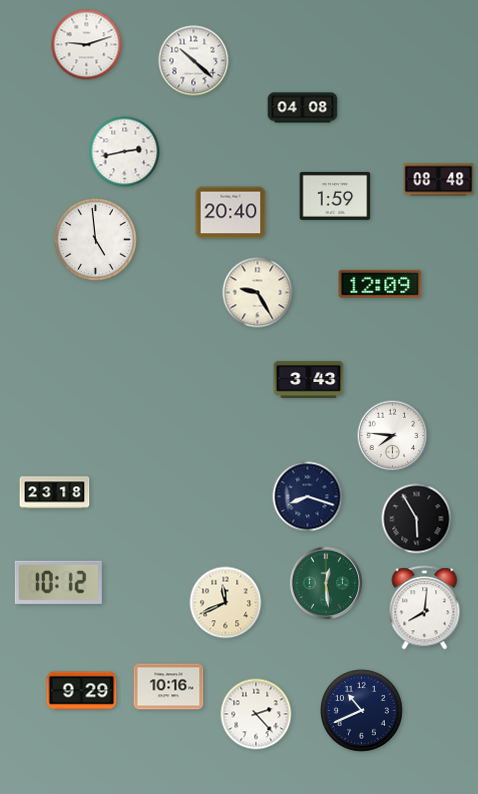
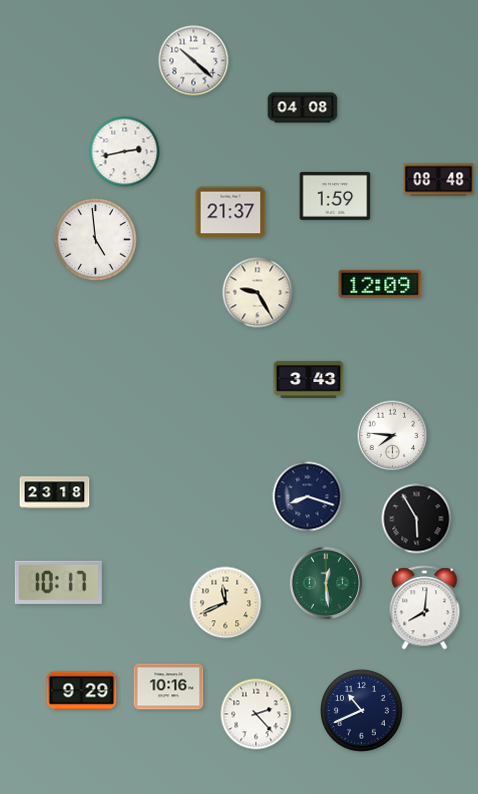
clock at (87, 45): 9:12 -> none
clock at (231, 213): 20:40 -> 21:37
clock at (58, 582): 10:12 -> 10:17
